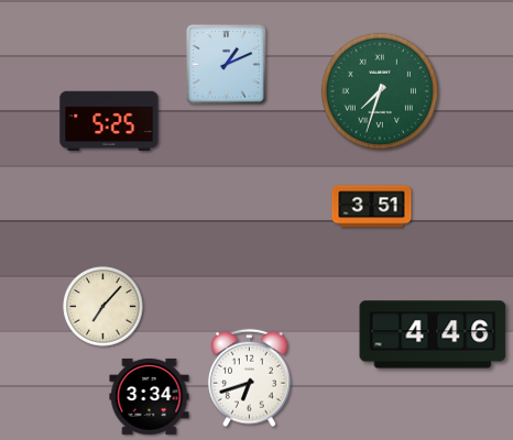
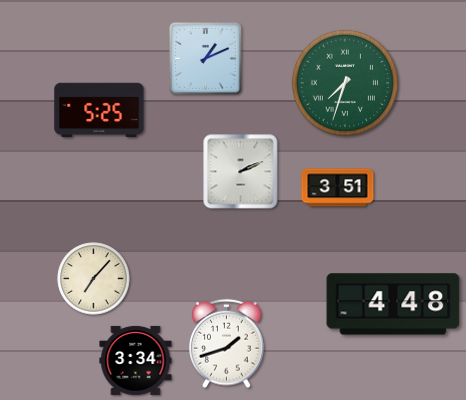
clock at (241, 172): none -> 2:11
clock at (433, 334): 4:46 -> 4:48
clock at (250, 378): 6:42 -> 1:42
